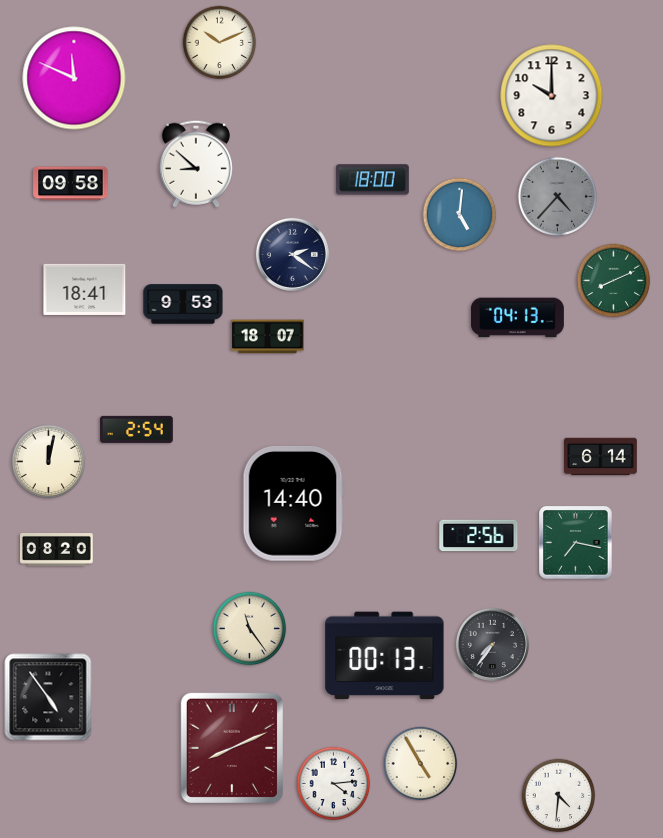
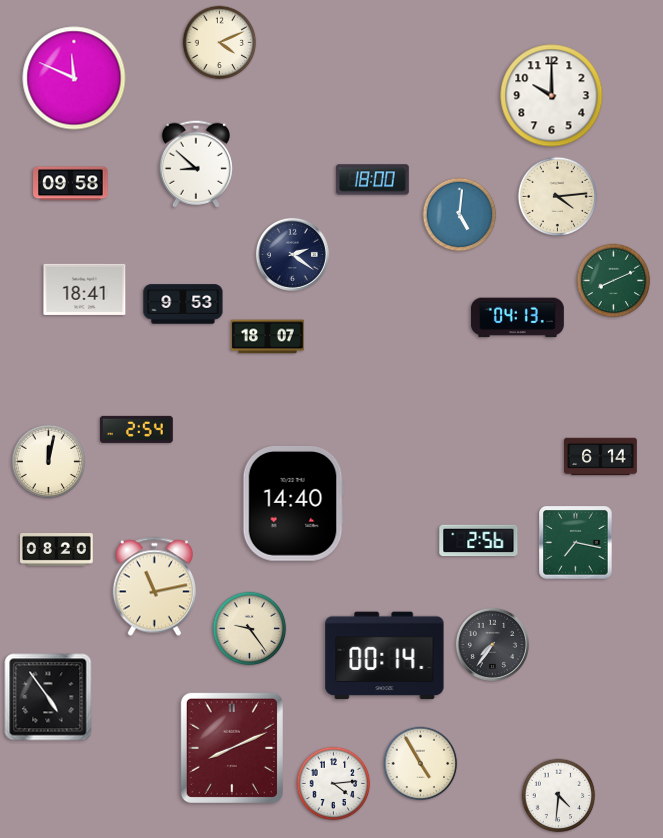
clock at (220, 43): 10:11 -> 4:11
clock at (557, 196): 4:37 -> 4:14
clock at (557, 196) dial: grey -> cream
clock at (479, 536) position: (479, 536) -> (479, 541)
clock at (154, 587): none -> 11:13
clock at (250, 629): 11:24 -> 9:24
clock at (385, 656): 00:13 -> 00:14
